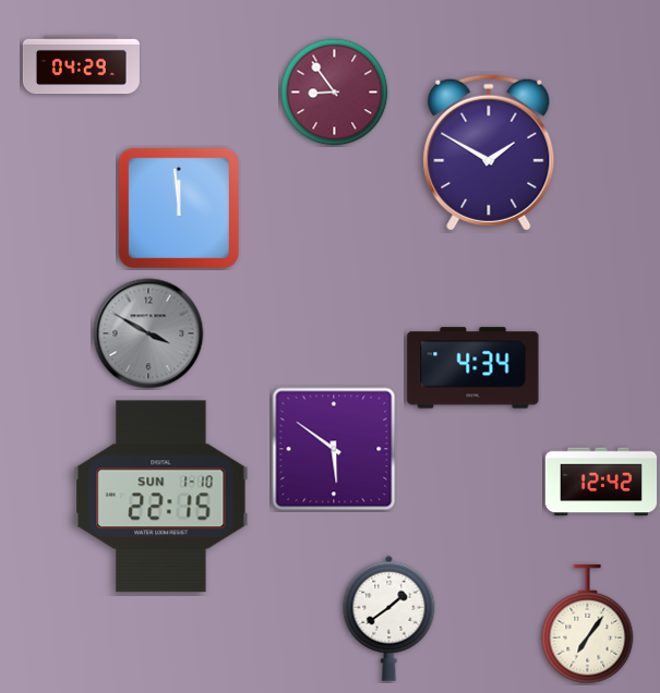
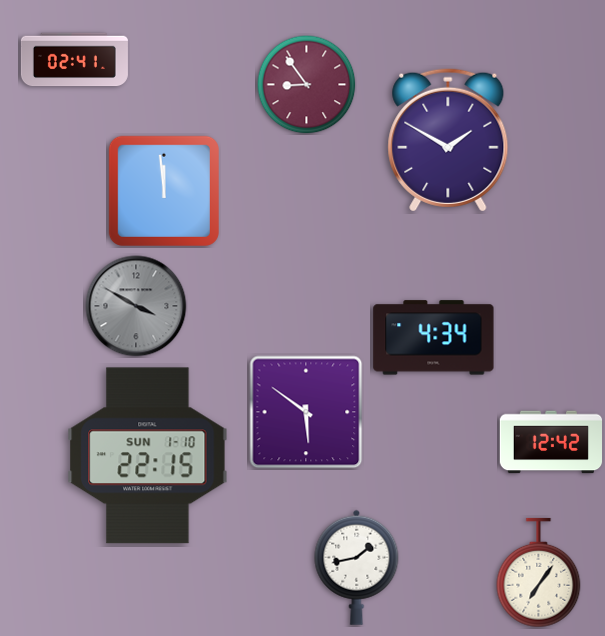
clock at (81, 65): 04:29 -> 02:41
clock at (389, 618): 1:39 -> 1:43
